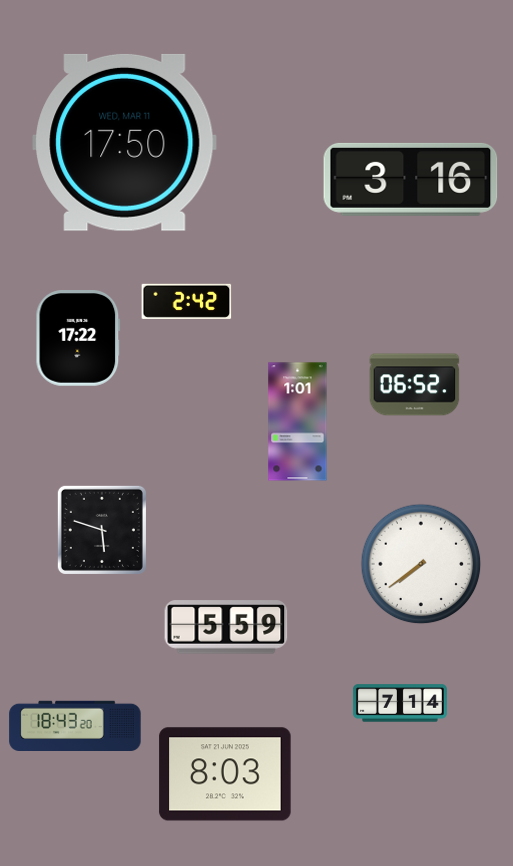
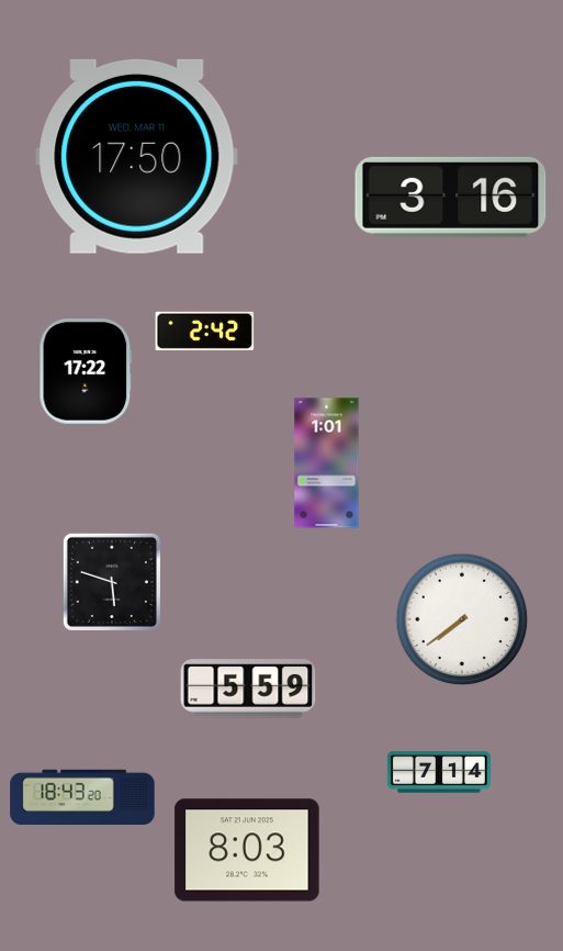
clock at (415, 385): 06:52 -> none
